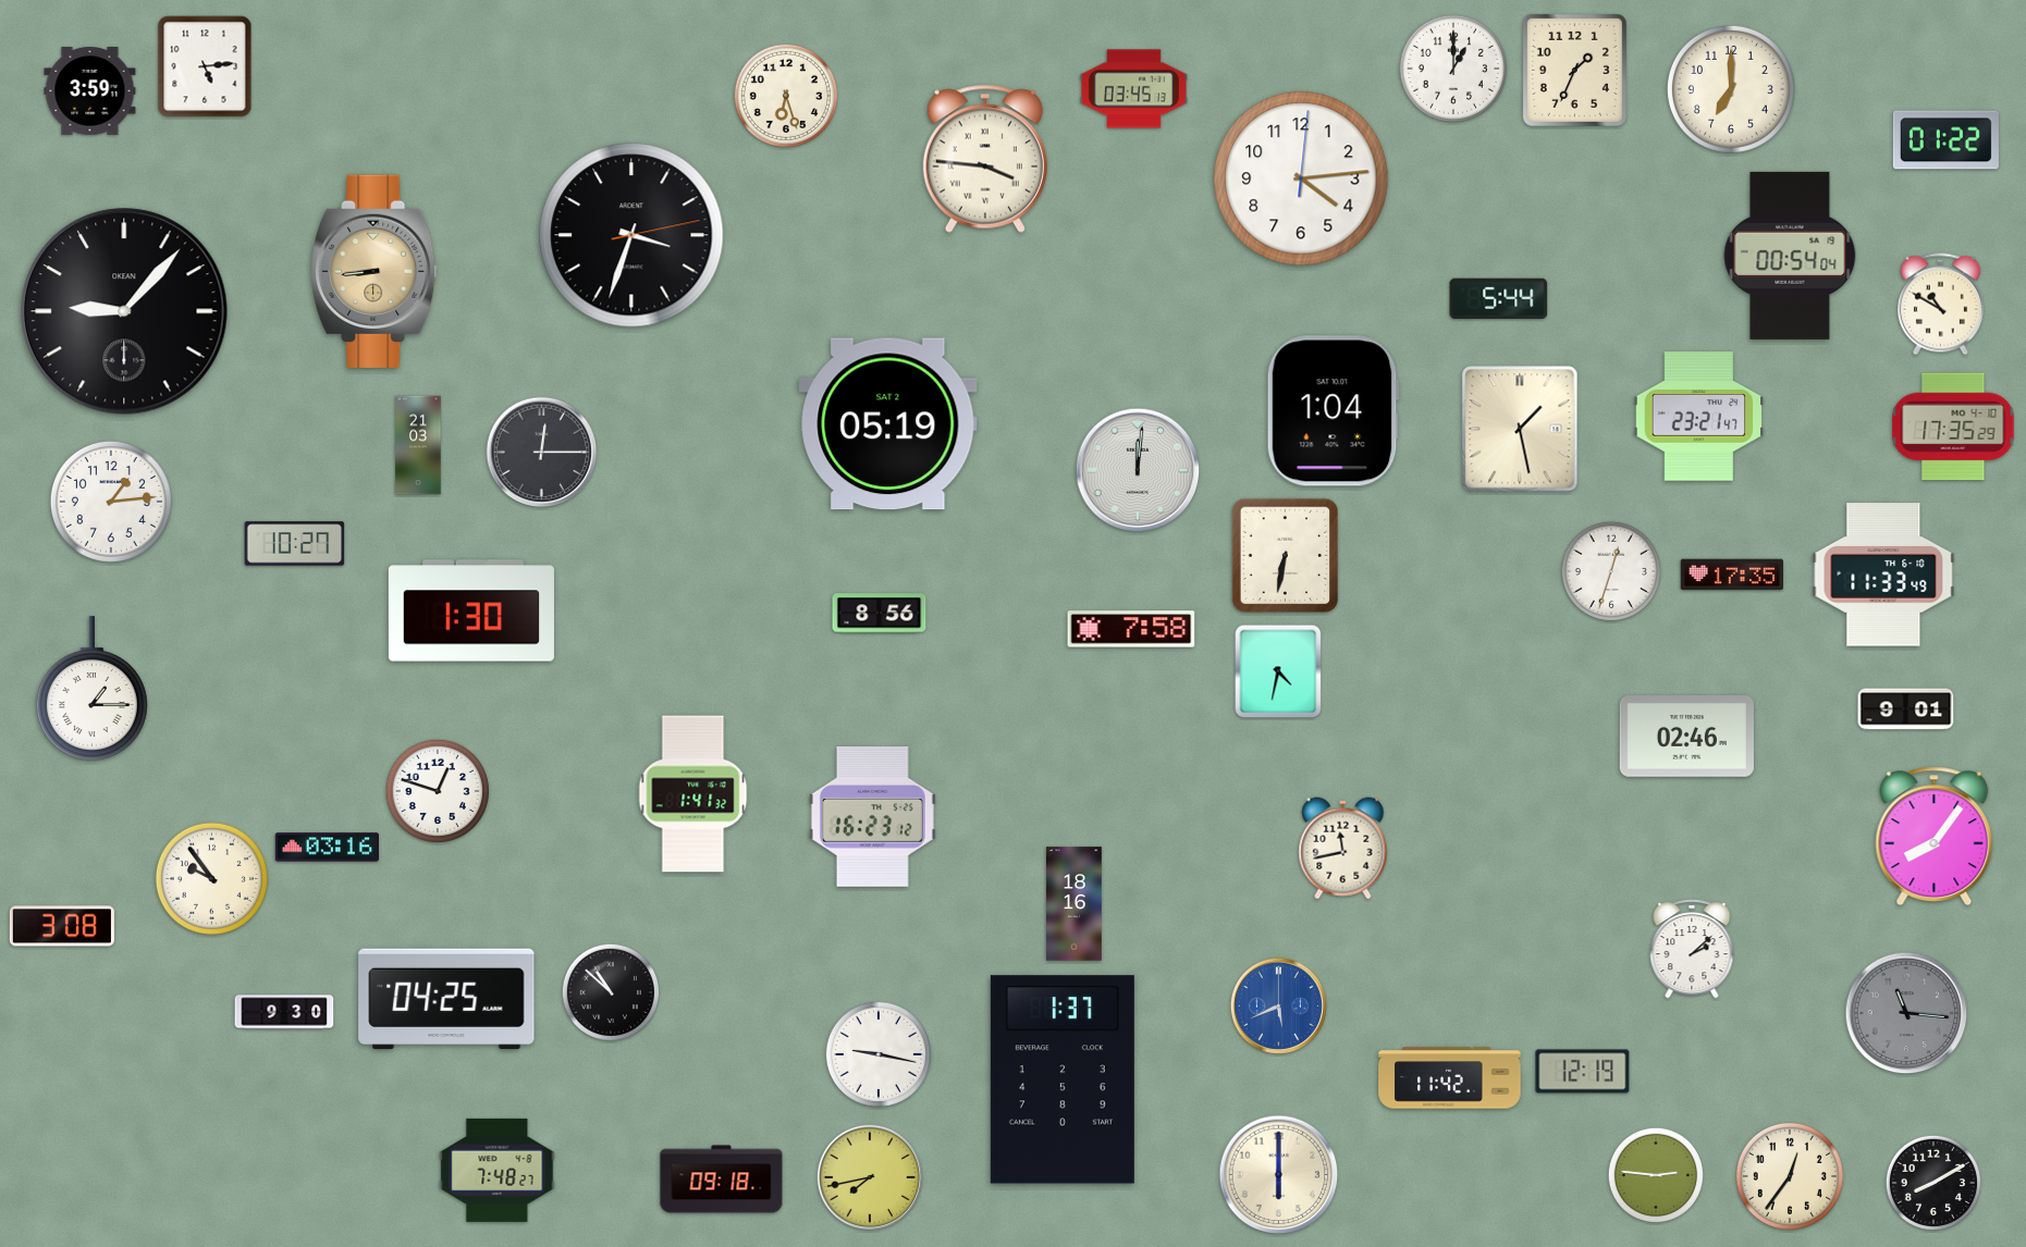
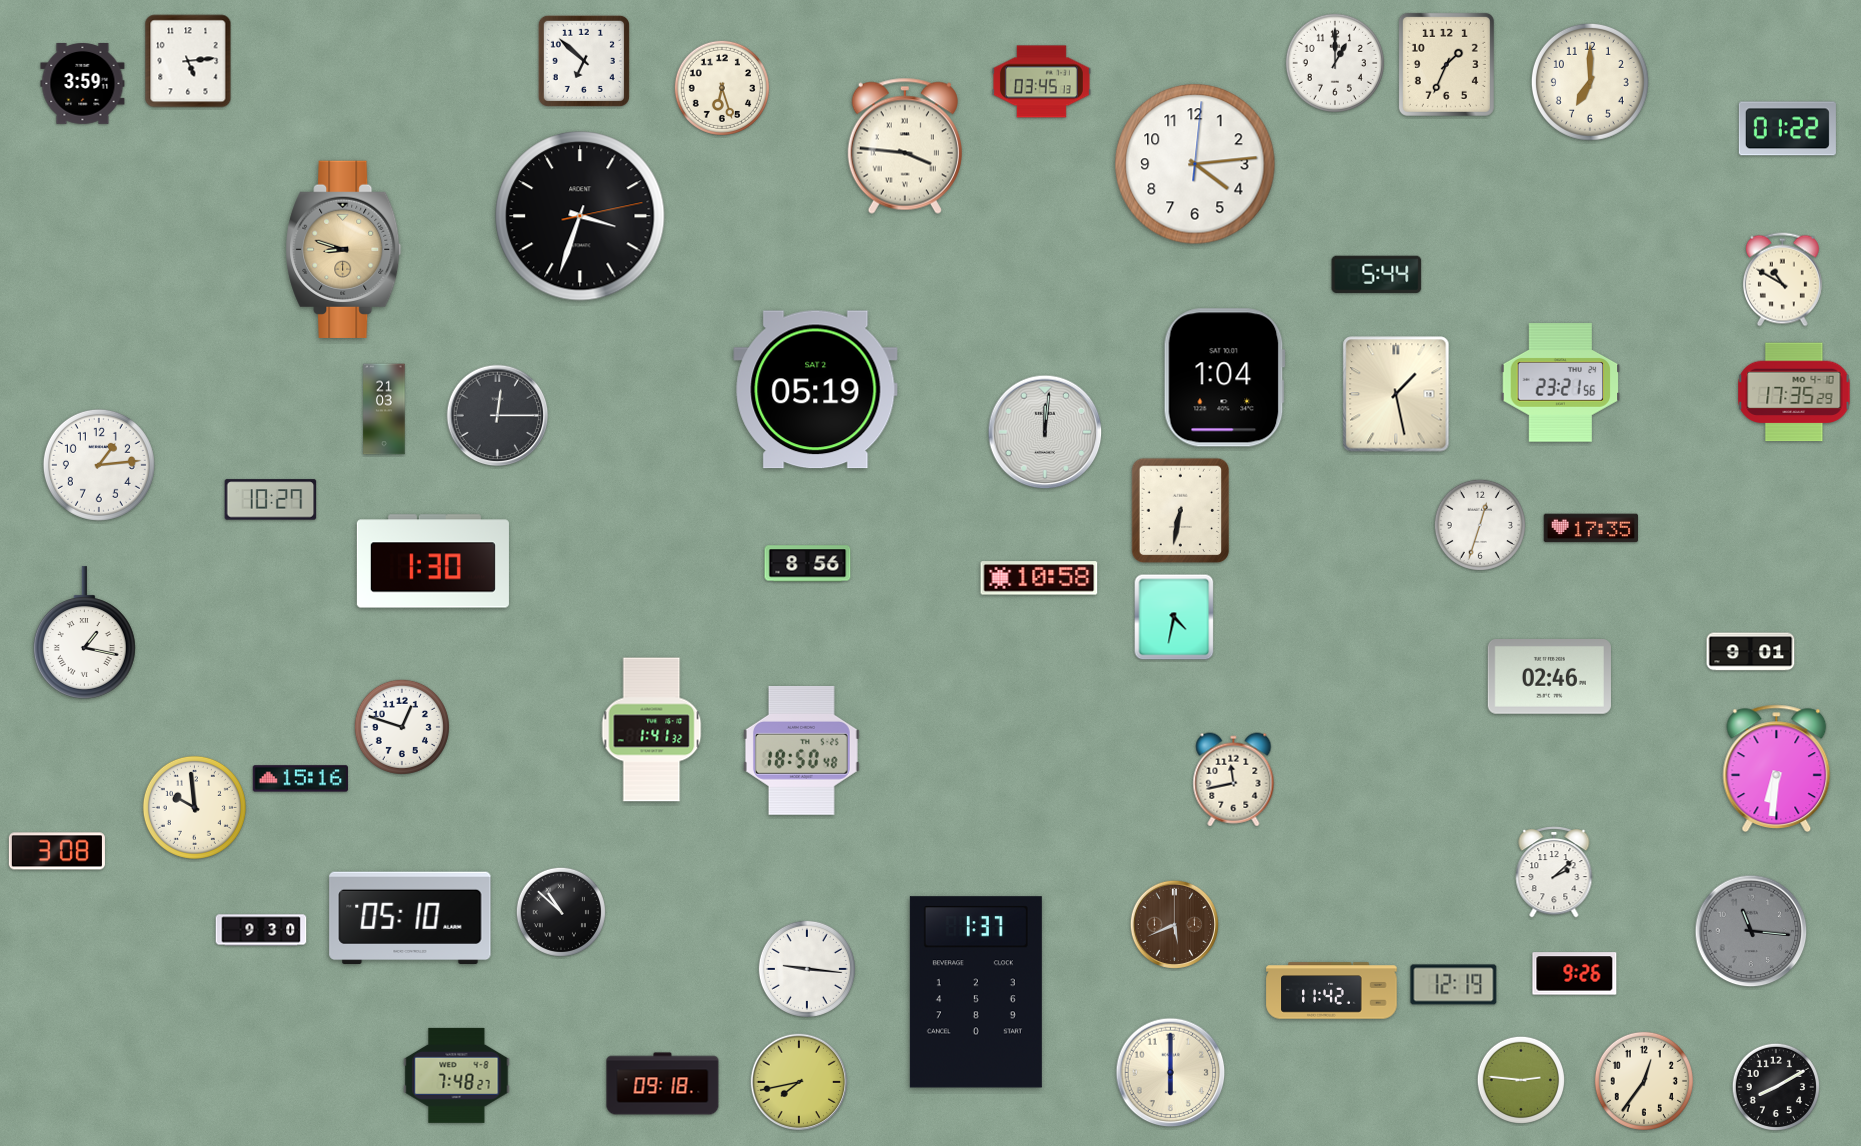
clock at (584, 61): none -> 6:52
clock at (1790, 256): 00:54 -> none
clock at (374, 271): 8:44 -> 8:48
clock at (124, 311): 9:07 -> none
clock at (1699, 417): 23:21:47 -> 23:21:56
clock at (111, 502) position: (111, 502) -> (99, 465)
clock at (1883, 575): 11:33 -> none
clock at (1131, 629): 7:58 -> 10:58
clock at (91, 689): 1:15 -> 1:17
clock at (693, 794) position: (693, 794) -> (652, 730)
clock at (872, 816): 16:23 -> 18:50
clock at (1935, 837): 8:06 -> 6:31
clock at (327, 848): 03:16 -> 15:16
clock at (211, 878): 9:54 -> 9:59
clock at (1075, 904): 18:16 -> none
clock at (446, 999): 04:25 -> 05:10
clock at (1278, 1005) dial: blue -> brown
clock at (879, 1054): 9:17 -> 9:16
clock at (1575, 974): none -> 9:26
clock at (1279, 1175) position: (1279, 1175) -> (1171, 1073)
